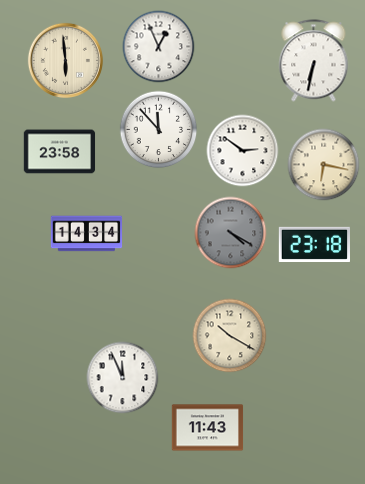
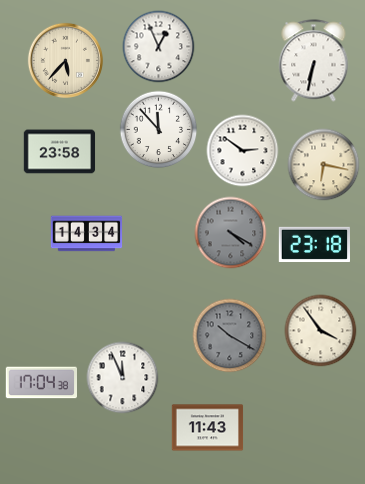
clock at (65, 60): 5:59 -> 5:37
clock at (321, 331): none -> 3:54
clock at (230, 336) dial: cream -> grey
clock at (41, 383): none -> 17:04
